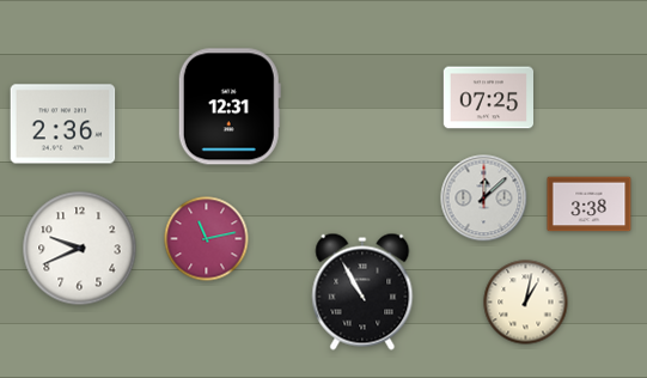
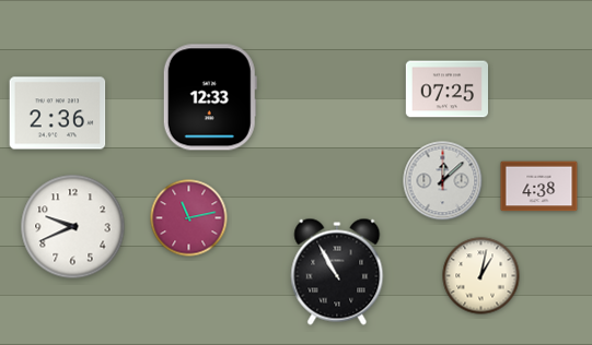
clock at (230, 106): 12:31 -> 12:33
clock at (590, 205): 3:38 -> 4:38
clock at (362, 292) position: (362, 292) -> (337, 272)
